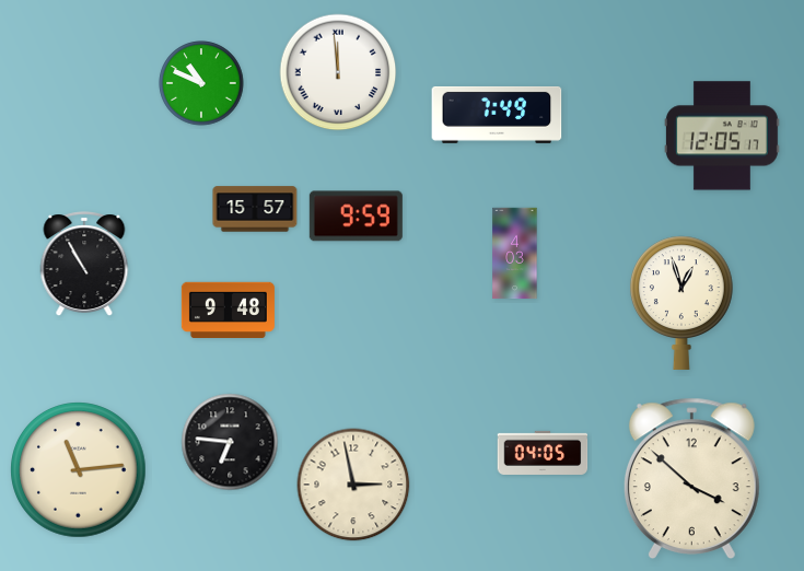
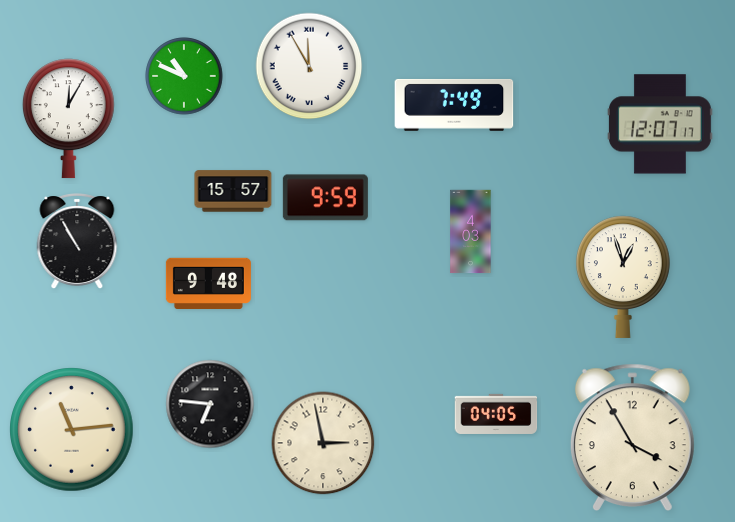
clock at (338, 72): 11:59 -> 11:55
clock at (68, 119): none -> 12:05
clock at (722, 136): 12:05 -> 12:07
clock at (691, 478): 3:52 -> 3:55
